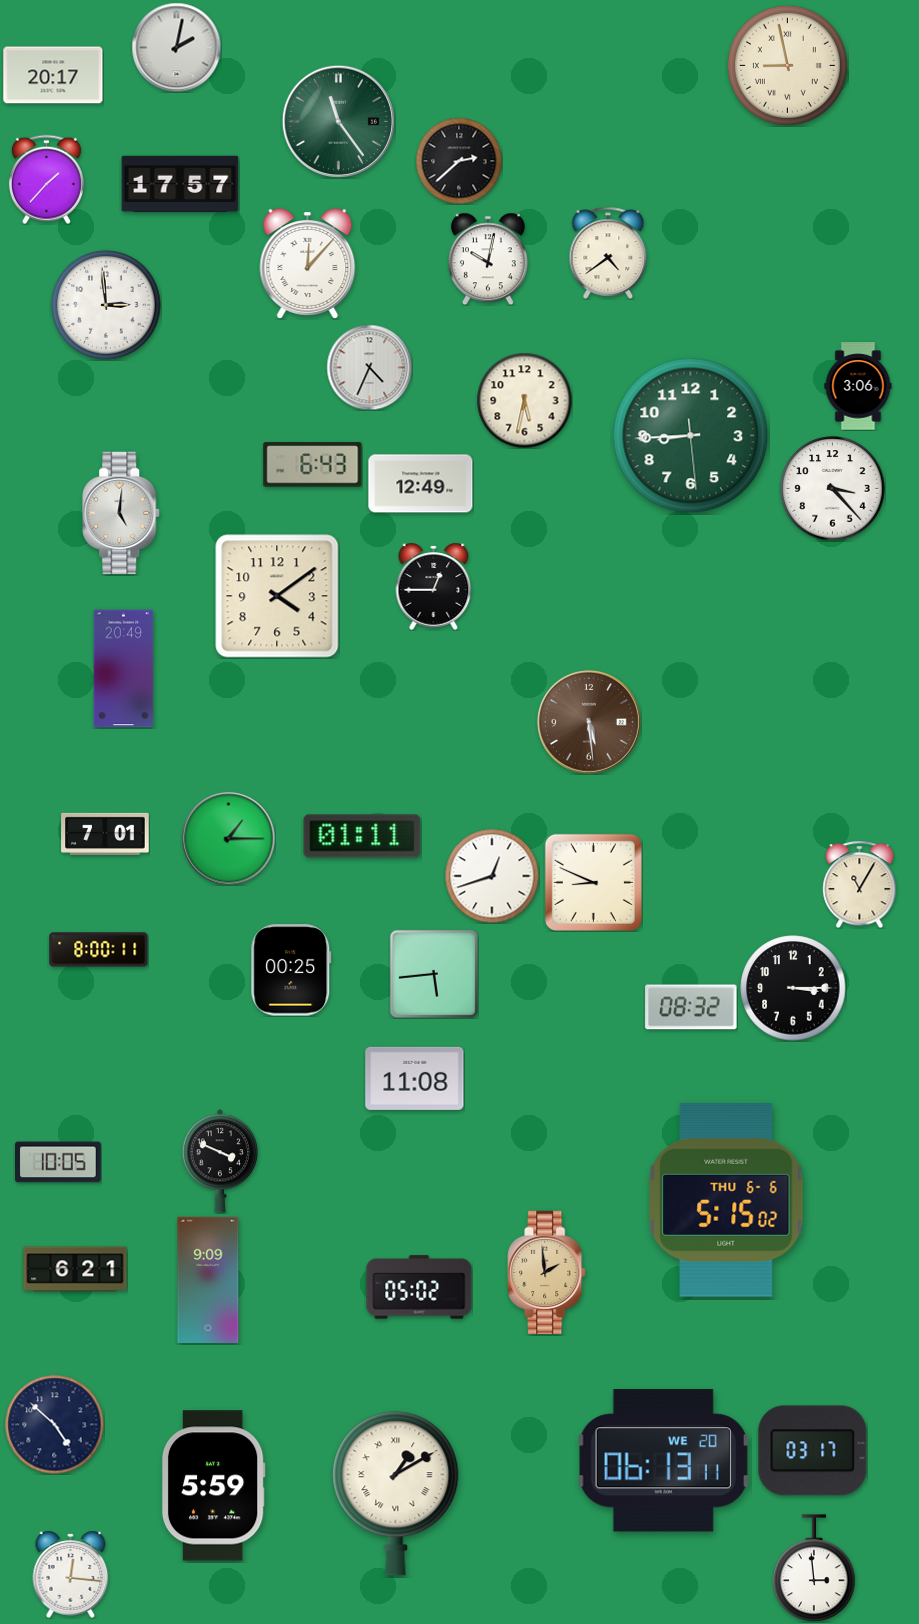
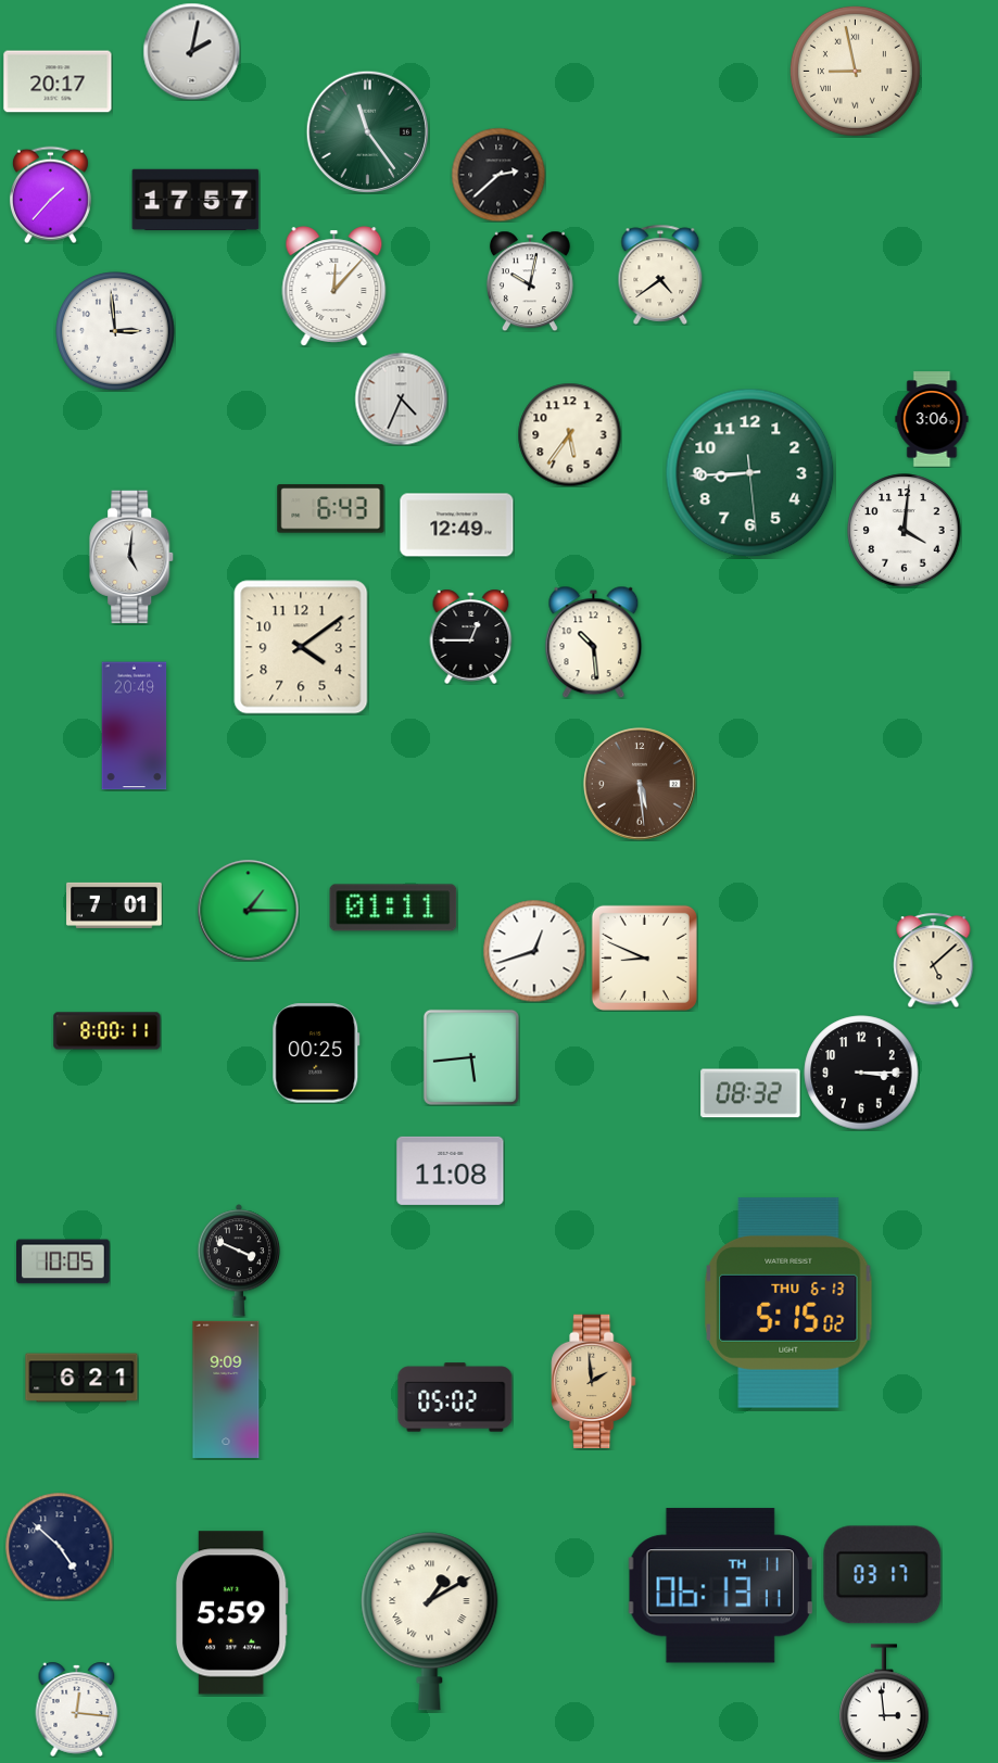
clock at (524, 400): 5:32 -> 5:36
clock at (313, 465) position: (313, 465) -> (331, 509)
clock at (833, 489): 3:23 -> 4:01
clock at (594, 642): none -> 10:29
clock at (860, 884): 11:05 -> 5:08
clock at (726, 1200) date: THU 6-6 -> THU 6-13
clock at (663, 1461) date: WE 20 -> TH 11
